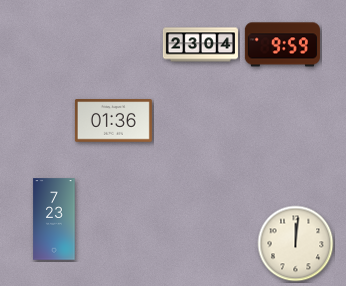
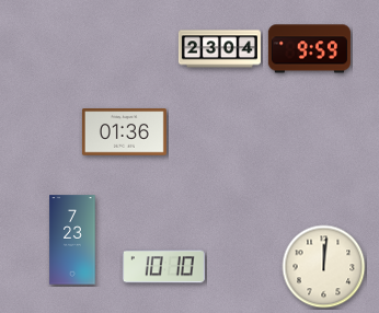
clock at (54, 219) position: (54, 219) -> (72, 240)
clock at (163, 267): none -> 10:10
